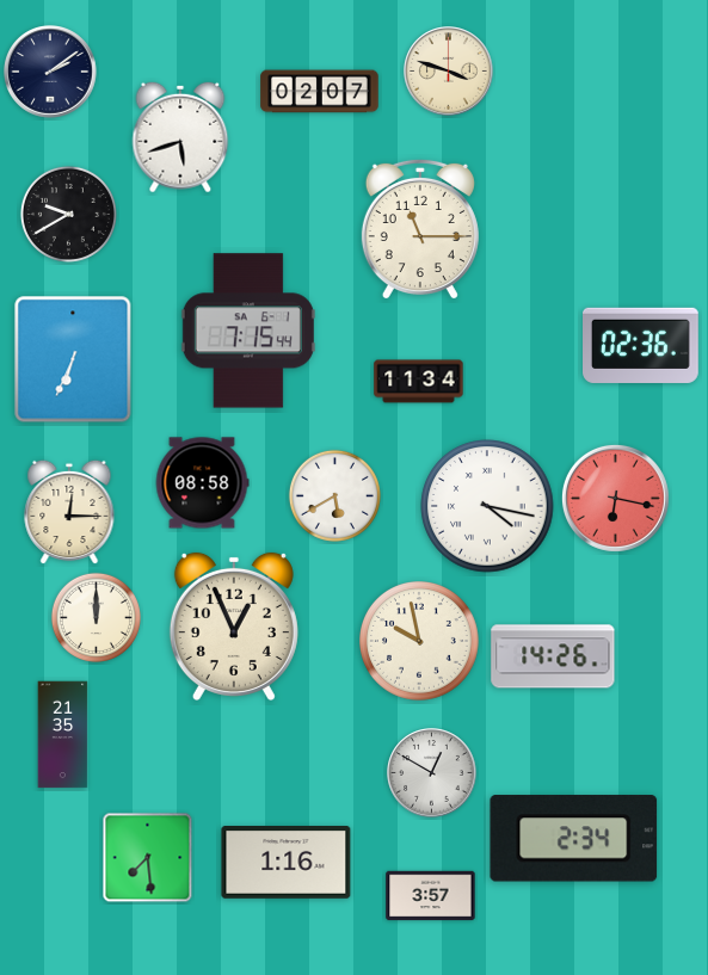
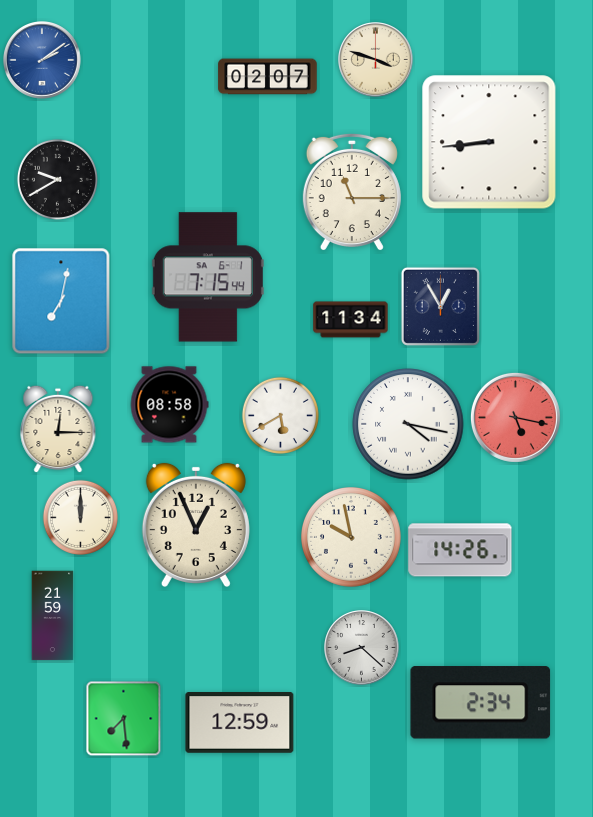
clock at (51, 73) dial: navy -> blue
clock at (180, 137): 5:42 -> none
clock at (489, 142): none -> 8:44
clock at (641, 345): 02:36 -> none
clock at (73, 359): 6:34 -> 7:02
clock at (440, 306): none -> 12:55
clock at (615, 498): 6:17 -> 5:17
clock at (553, 656) position: (553, 656) -> (460, 550)
clock at (63, 735): 21:35 -> 21:59
clock at (432, 773): 12:50 -> 8:22
clock at (287, 863): 1:16 -> 12:59
clock at (431, 896): 3:57 -> none
